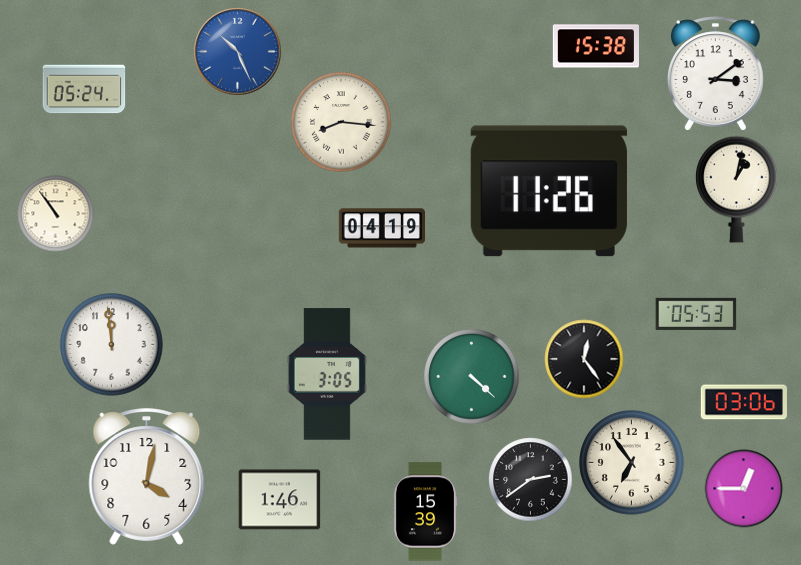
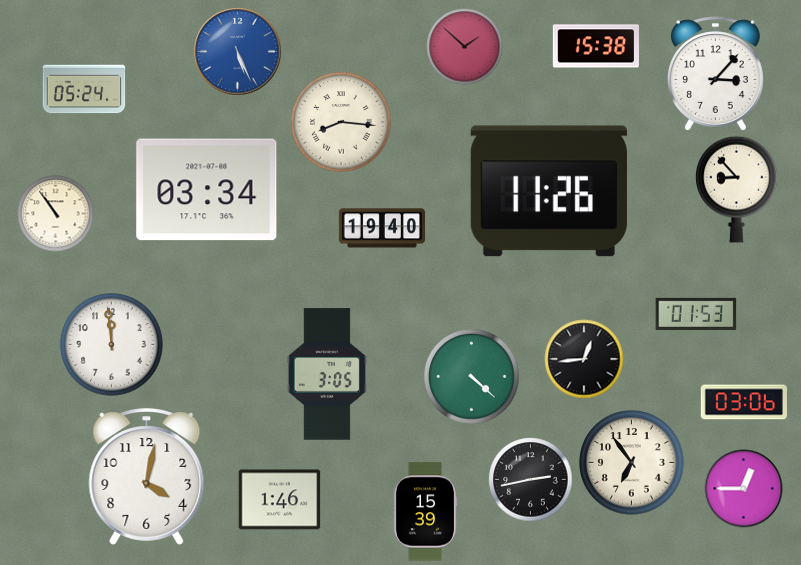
clock at (465, 47): none -> 1:52
clock at (238, 52): 10:26 -> 5:26
clock at (715, 74): 3:09 -> 3:07
clock at (737, 189): 1:02 -> 8:53
clock at (207, 190): none -> 03:34
clock at (381, 228): 04:19 -> 19:40
clock at (696, 314): 05:53 -> 01:53
clock at (584, 359): 12:24 -> 12:44
clock at (531, 480): 2:39 -> 2:43
